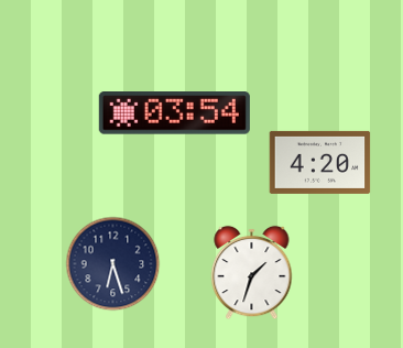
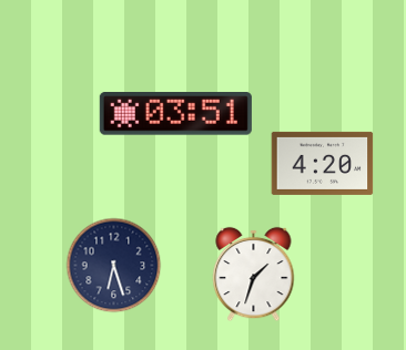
clock at (174, 113): 03:54 -> 03:51
